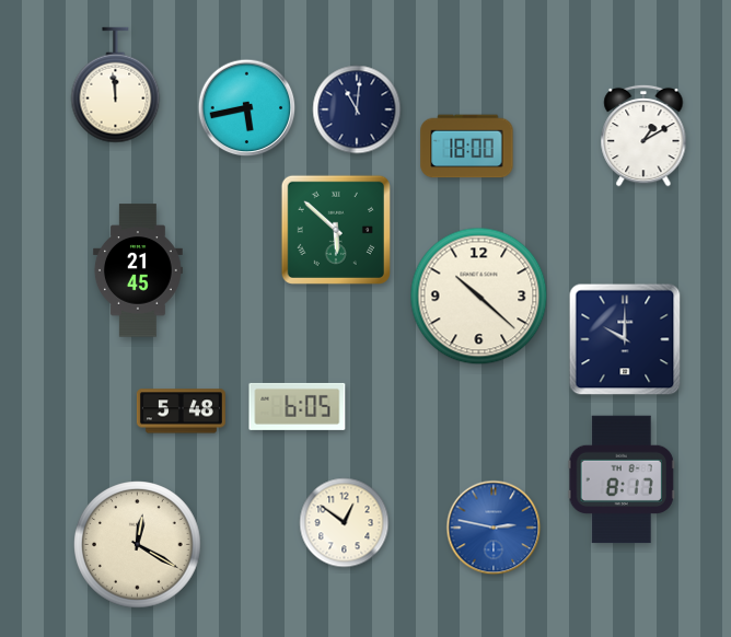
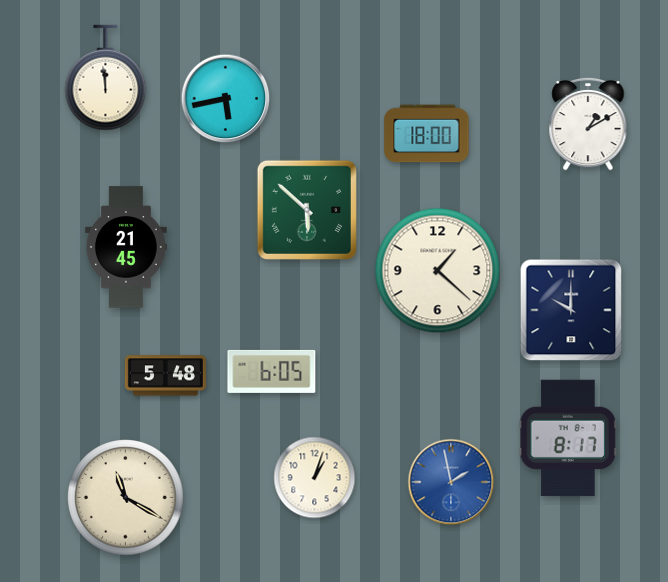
clock at (357, 109): 11:01 -> none
clock at (479, 297): 10:22 -> 1:22
clock at (345, 523): 12:51 -> 1:03
clock at (494, 528): 2:47 -> 1:58
clock at (138, 545): 12:20 -> 11:20
